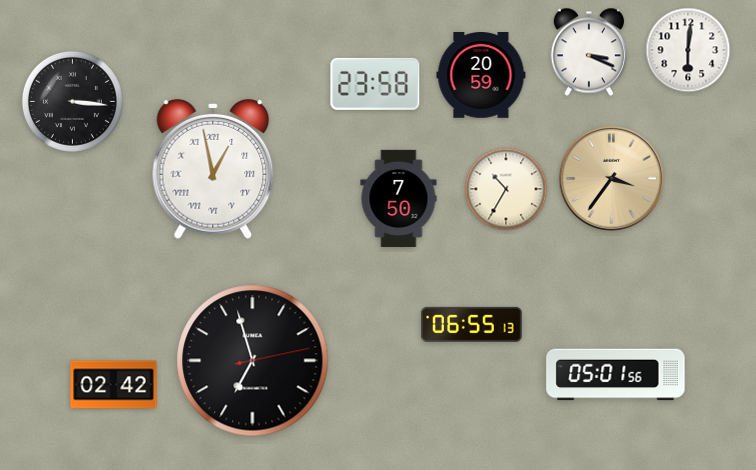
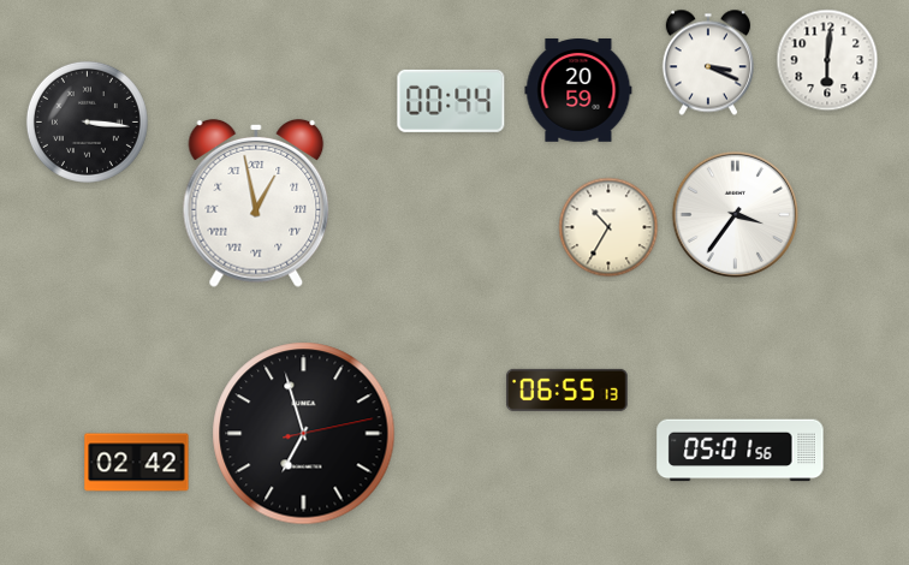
clock at (375, 84): 23:58 -> 00:44
clock at (611, 178) dial: champagne -> white
clock at (399, 198): 7:50 -> none
